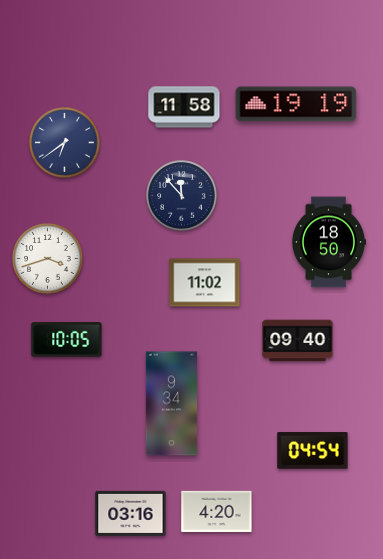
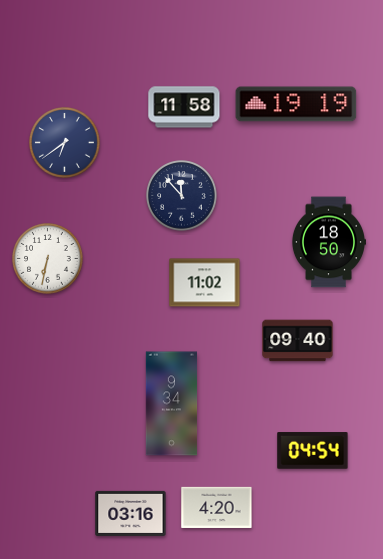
clock at (48, 259): 3:42 -> 6:32
clock at (67, 340): 10:05 -> none
clock at (217, 511) position: (217, 511) -> (217, 507)
